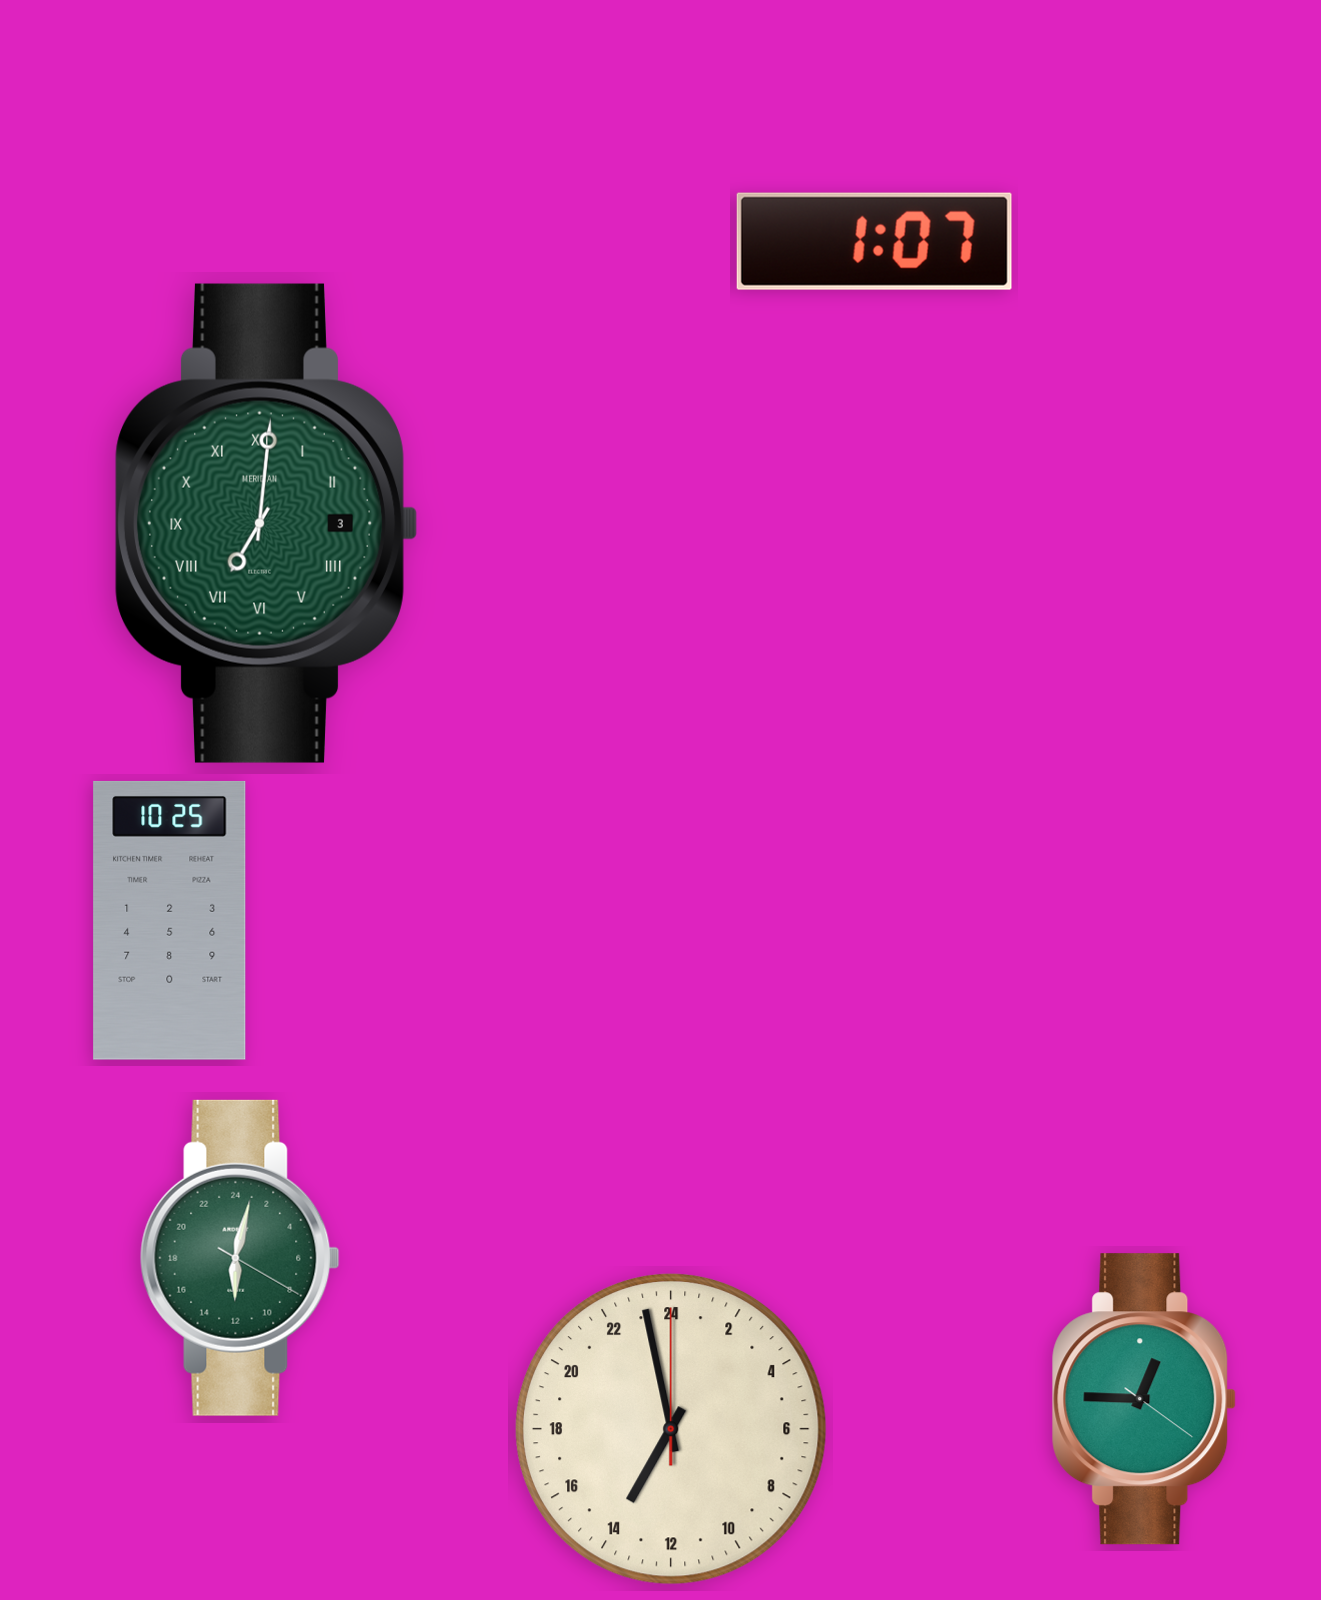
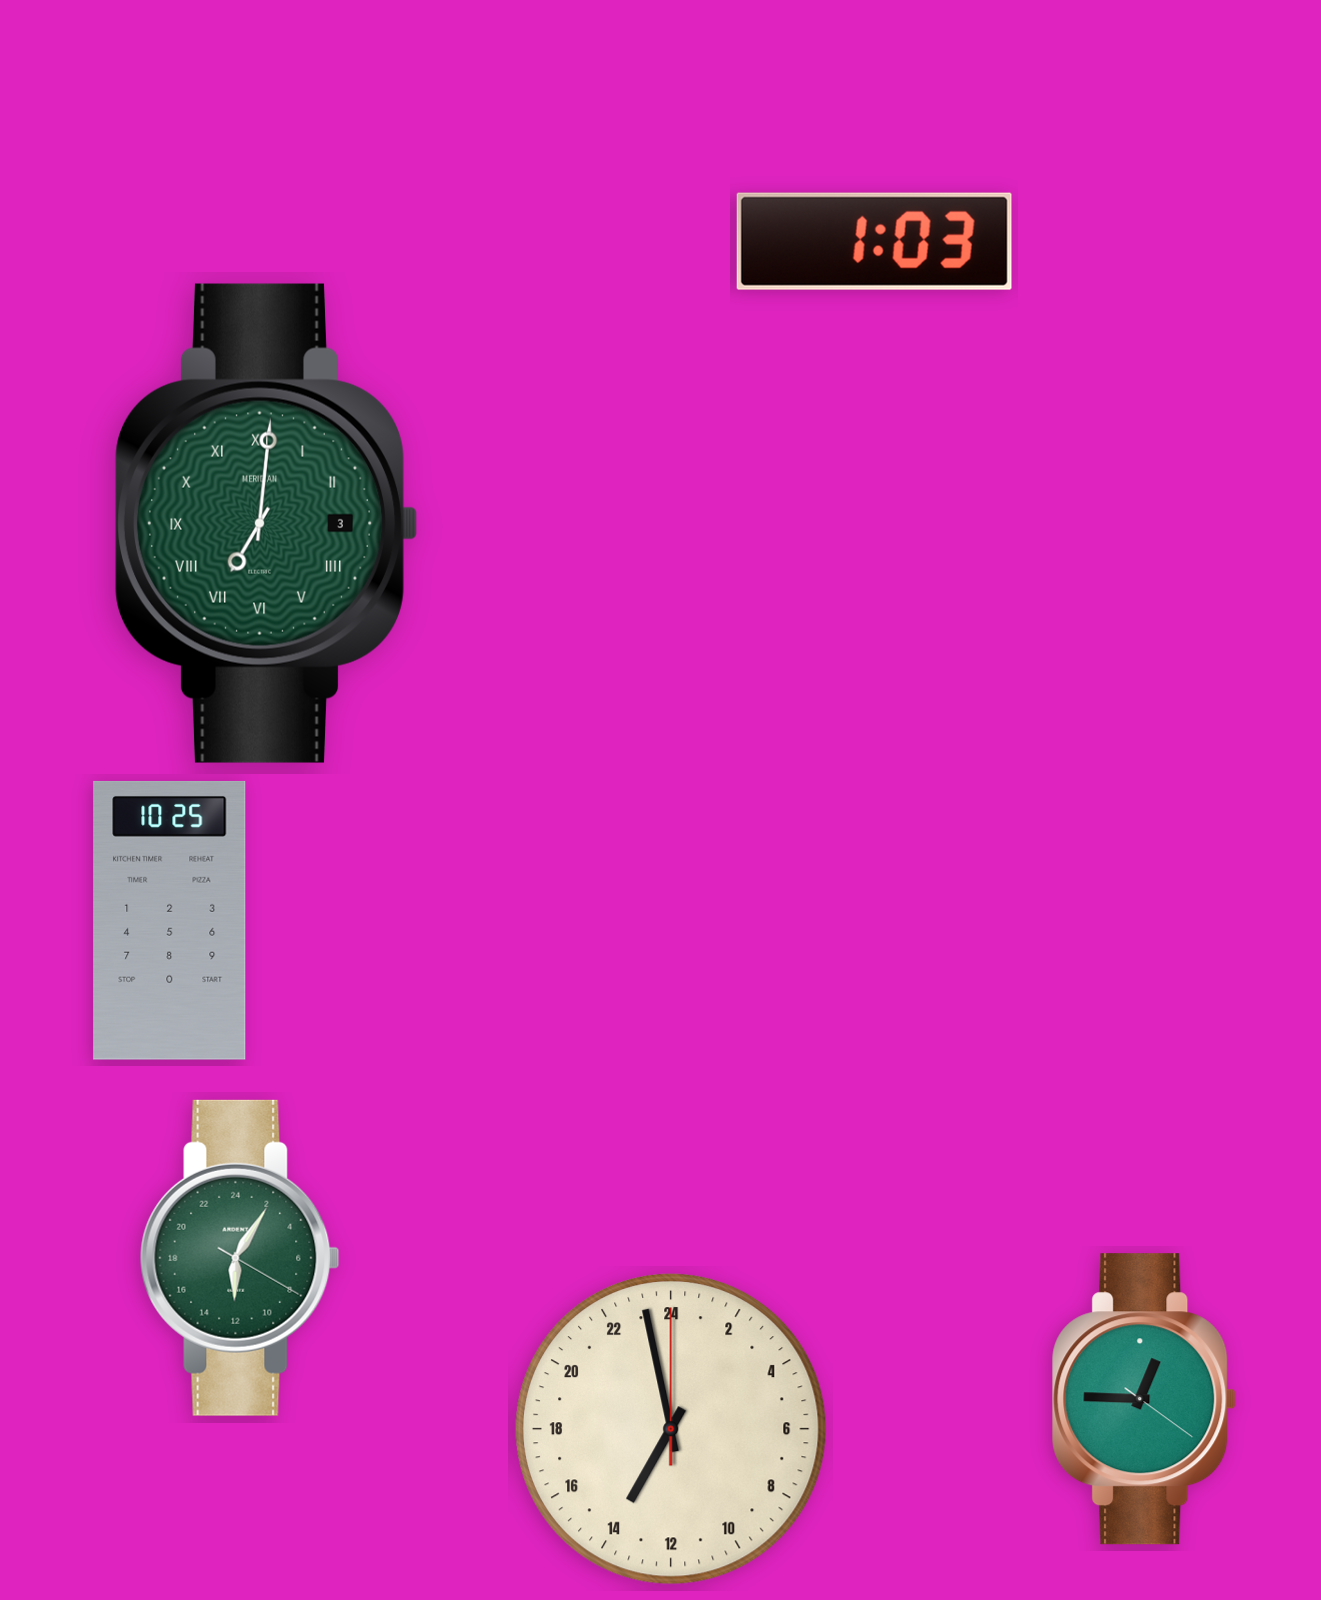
clock at (874, 241): 1:07 -> 1:03
clock at (240, 1258): 12:02 -> 12:05
